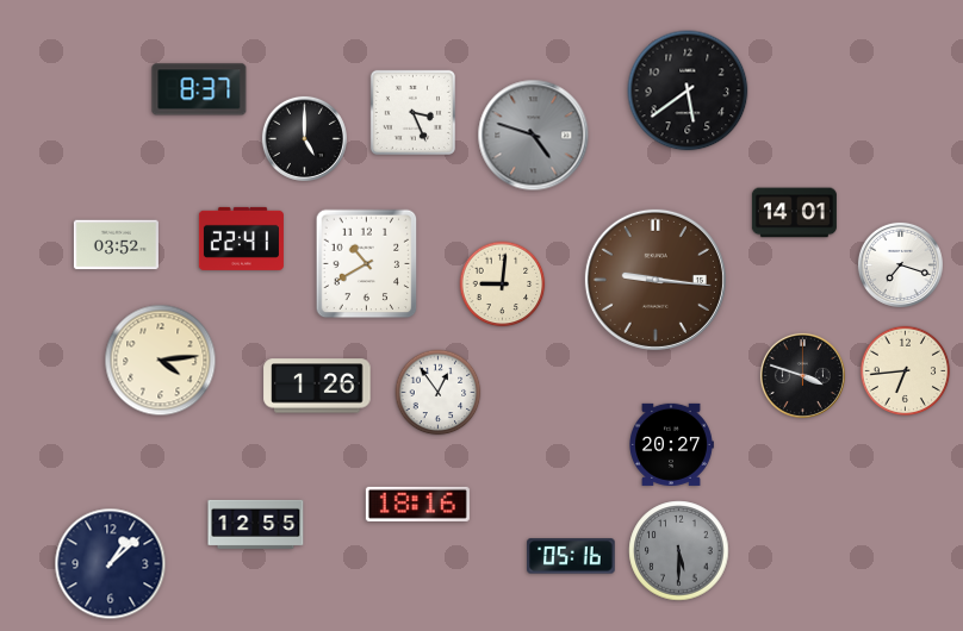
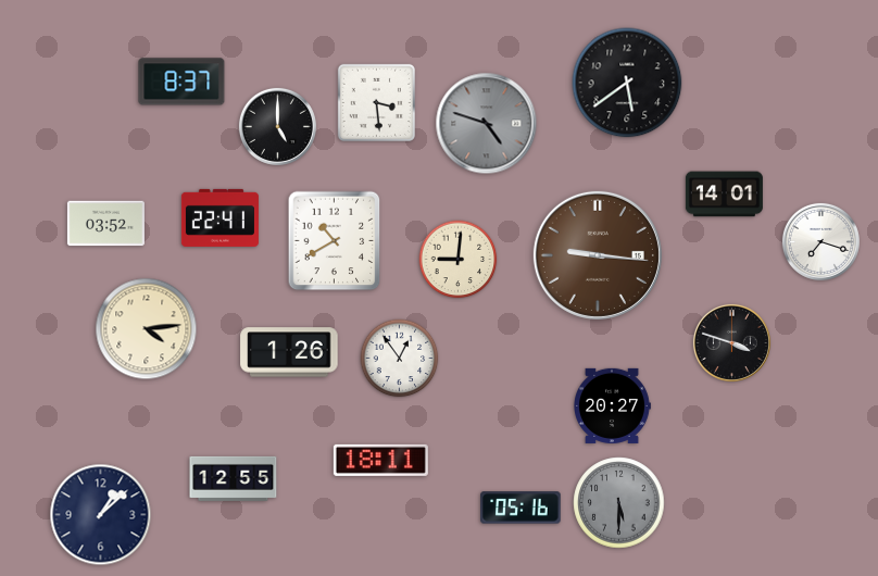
clock at (412, 112): 3:26 -> 3:29
clock at (906, 371): 6:44 -> none
clock at (417, 504): 18:16 -> 18:11
